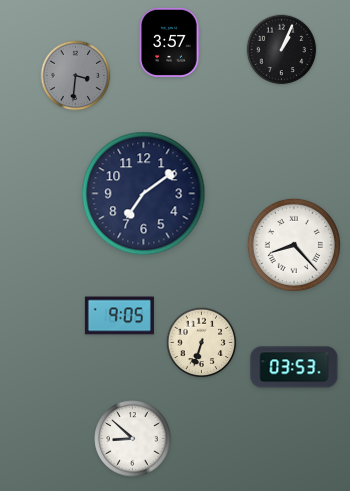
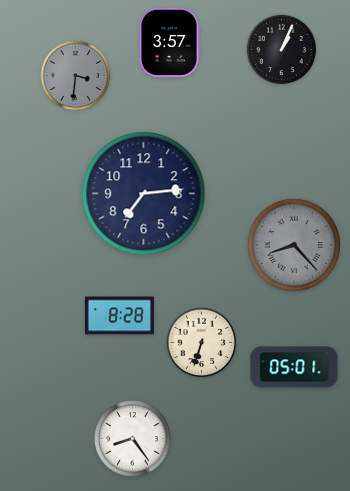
clock at (144, 194): 7:09 -> 7:14
clock at (294, 245) dial: white -> grey
clock at (119, 316): 9:05 -> 8:28
clock at (294, 367): 03:53 -> 05:01
clock at (133, 439): 8:52 -> 8:24
